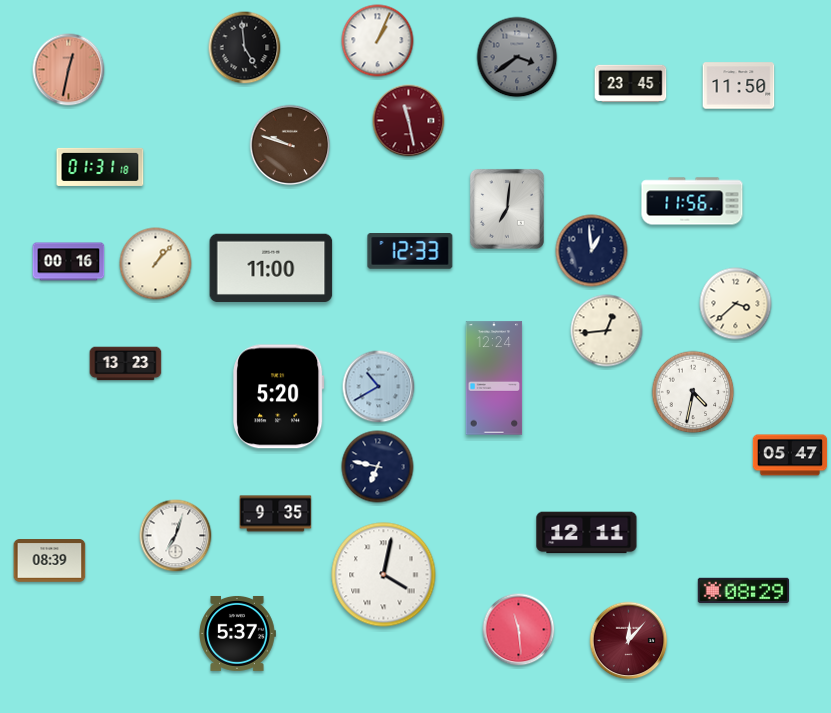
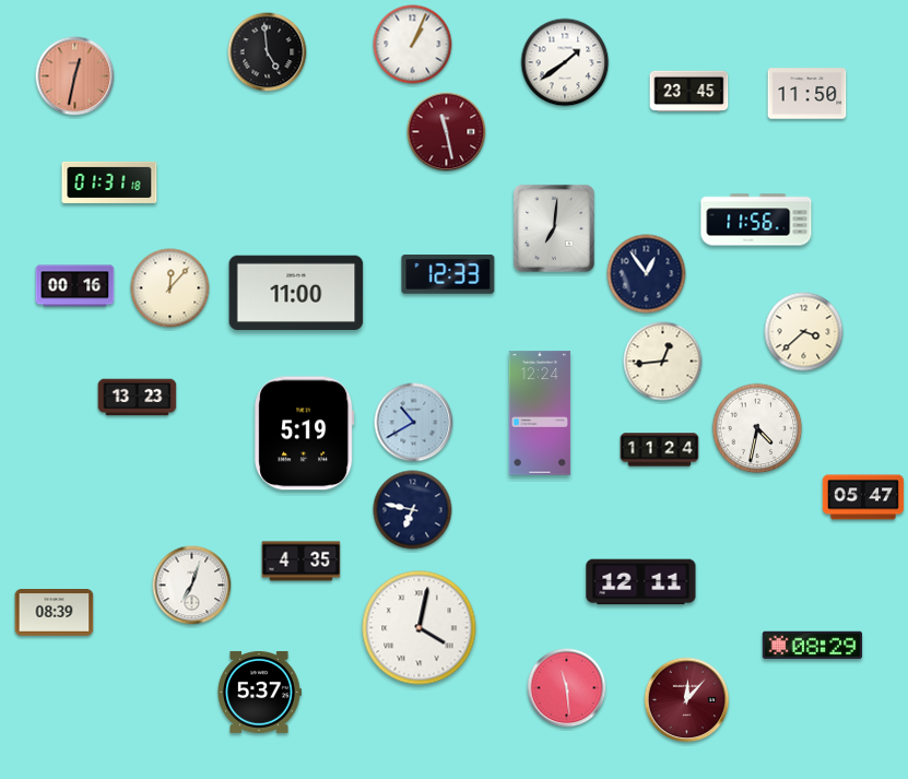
clock at (517, 57): 3:39 -> 1:39
clock at (517, 57) dial: grey -> white
clock at (290, 145): 9:48 -> none
clock at (592, 251): 12:59 -> 12:54
clock at (156, 264): 1:07 -> 12:07
clock at (279, 397): 5:20 -> 5:19
clock at (660, 450): none -> 11:24
clock at (276, 514): 9:35 -> 4:35
